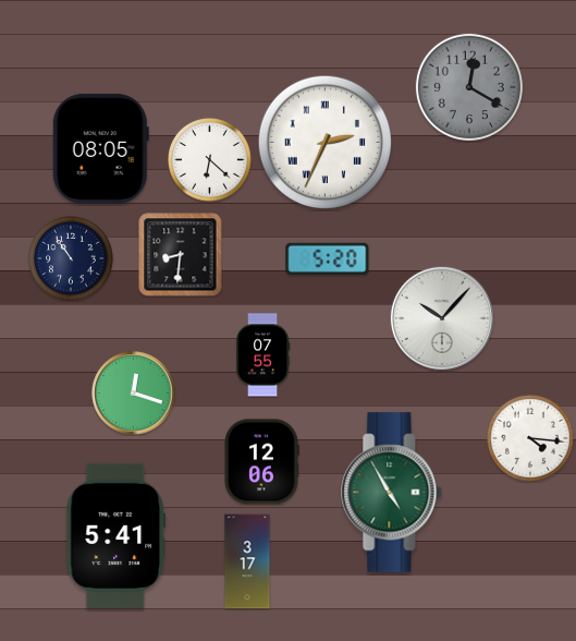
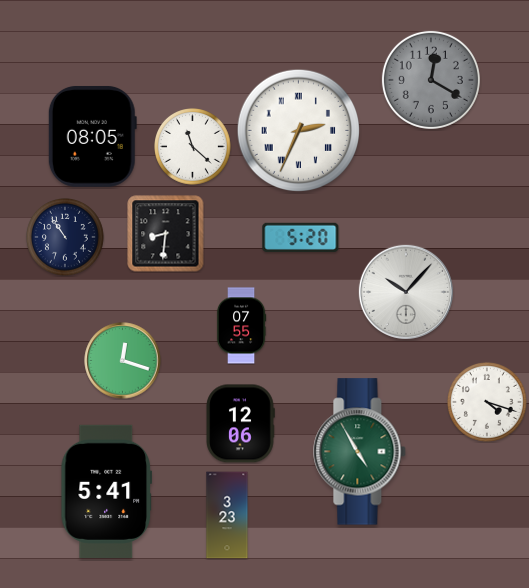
clock at (210, 160): 6:22 -> 11:22
clock at (530, 438): 4:16 -> 4:18
clock at (247, 561): 3:17 -> 3:23
